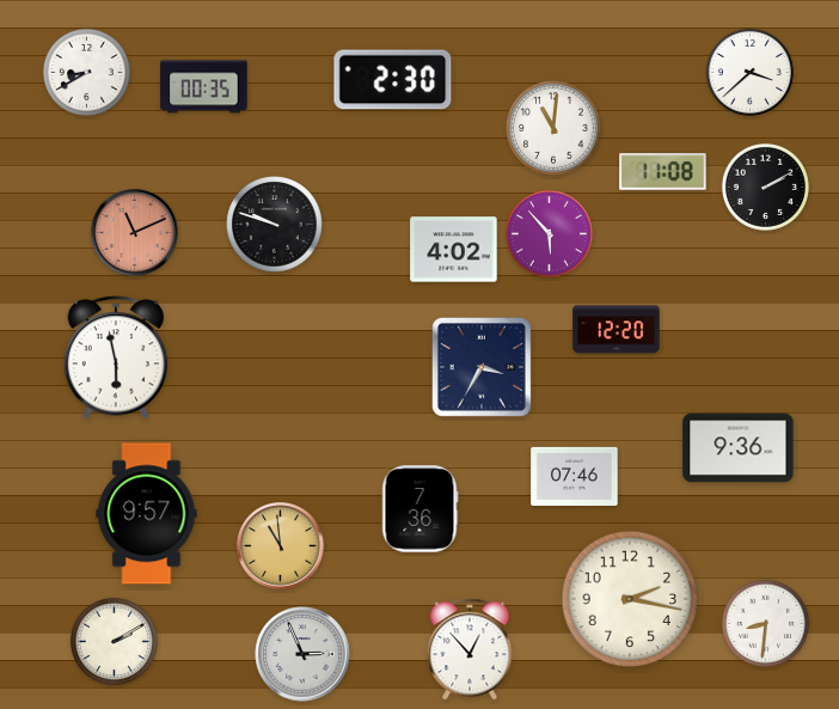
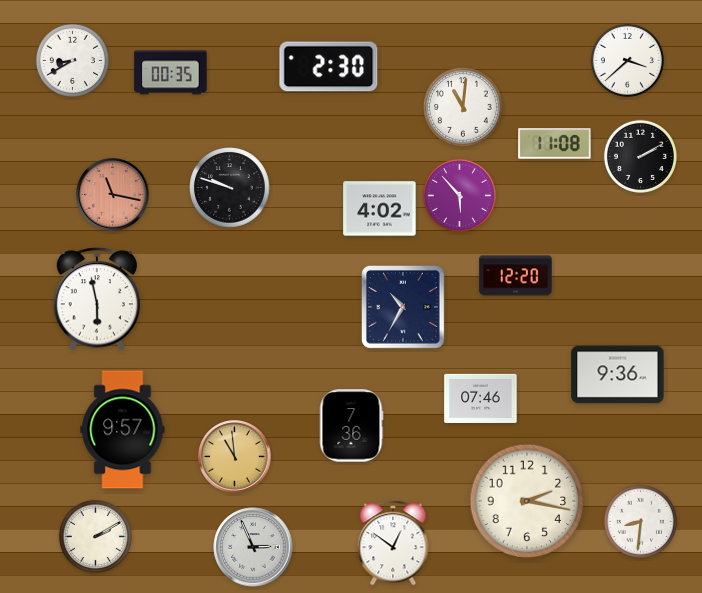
clock at (135, 233): 11:11 -> 11:17
clock at (482, 367): 3:35 -> 10:35
clock at (470, 649): 12:53 -> 12:51
